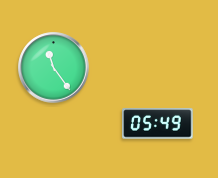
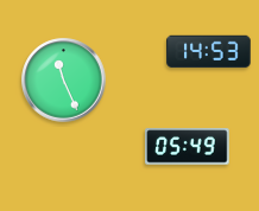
clock at (209, 52): none -> 14:53
clock at (54, 68): 11:24 -> 11:26
